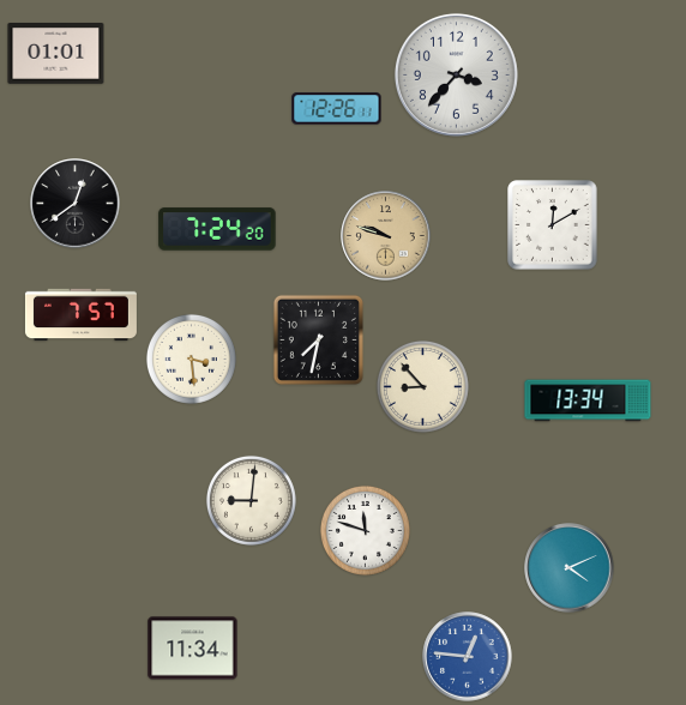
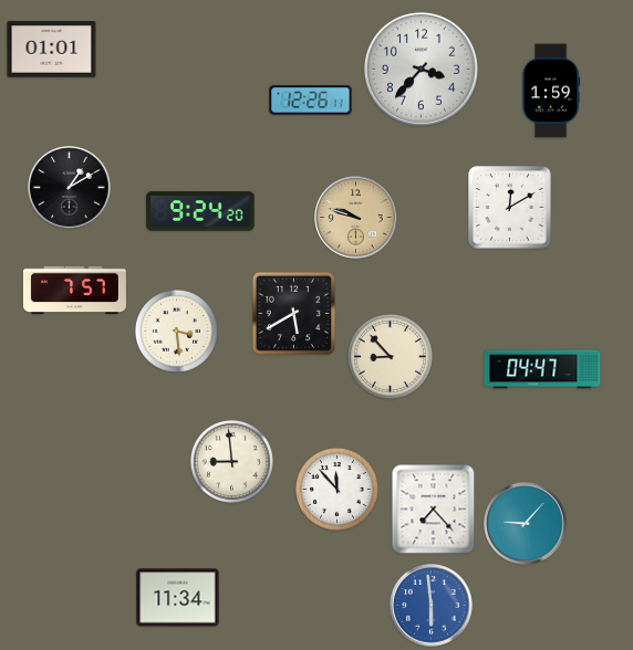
clock at (551, 91): none -> 1:59
clock at (76, 204): 12:39 -> 1:10
clock at (217, 229): 7:24 -> 9:24
clock at (318, 339): 7:32 -> 5:40
clock at (588, 400): 13:34 -> 04:47
clock at (251, 500): 9:01 -> 8:59
clock at (365, 530): 11:48 -> 11:53
clock at (434, 510): none -> 7:23
clock at (570, 568): 4:11 -> 9:07
clock at (468, 657): 12:46 -> 5:59
